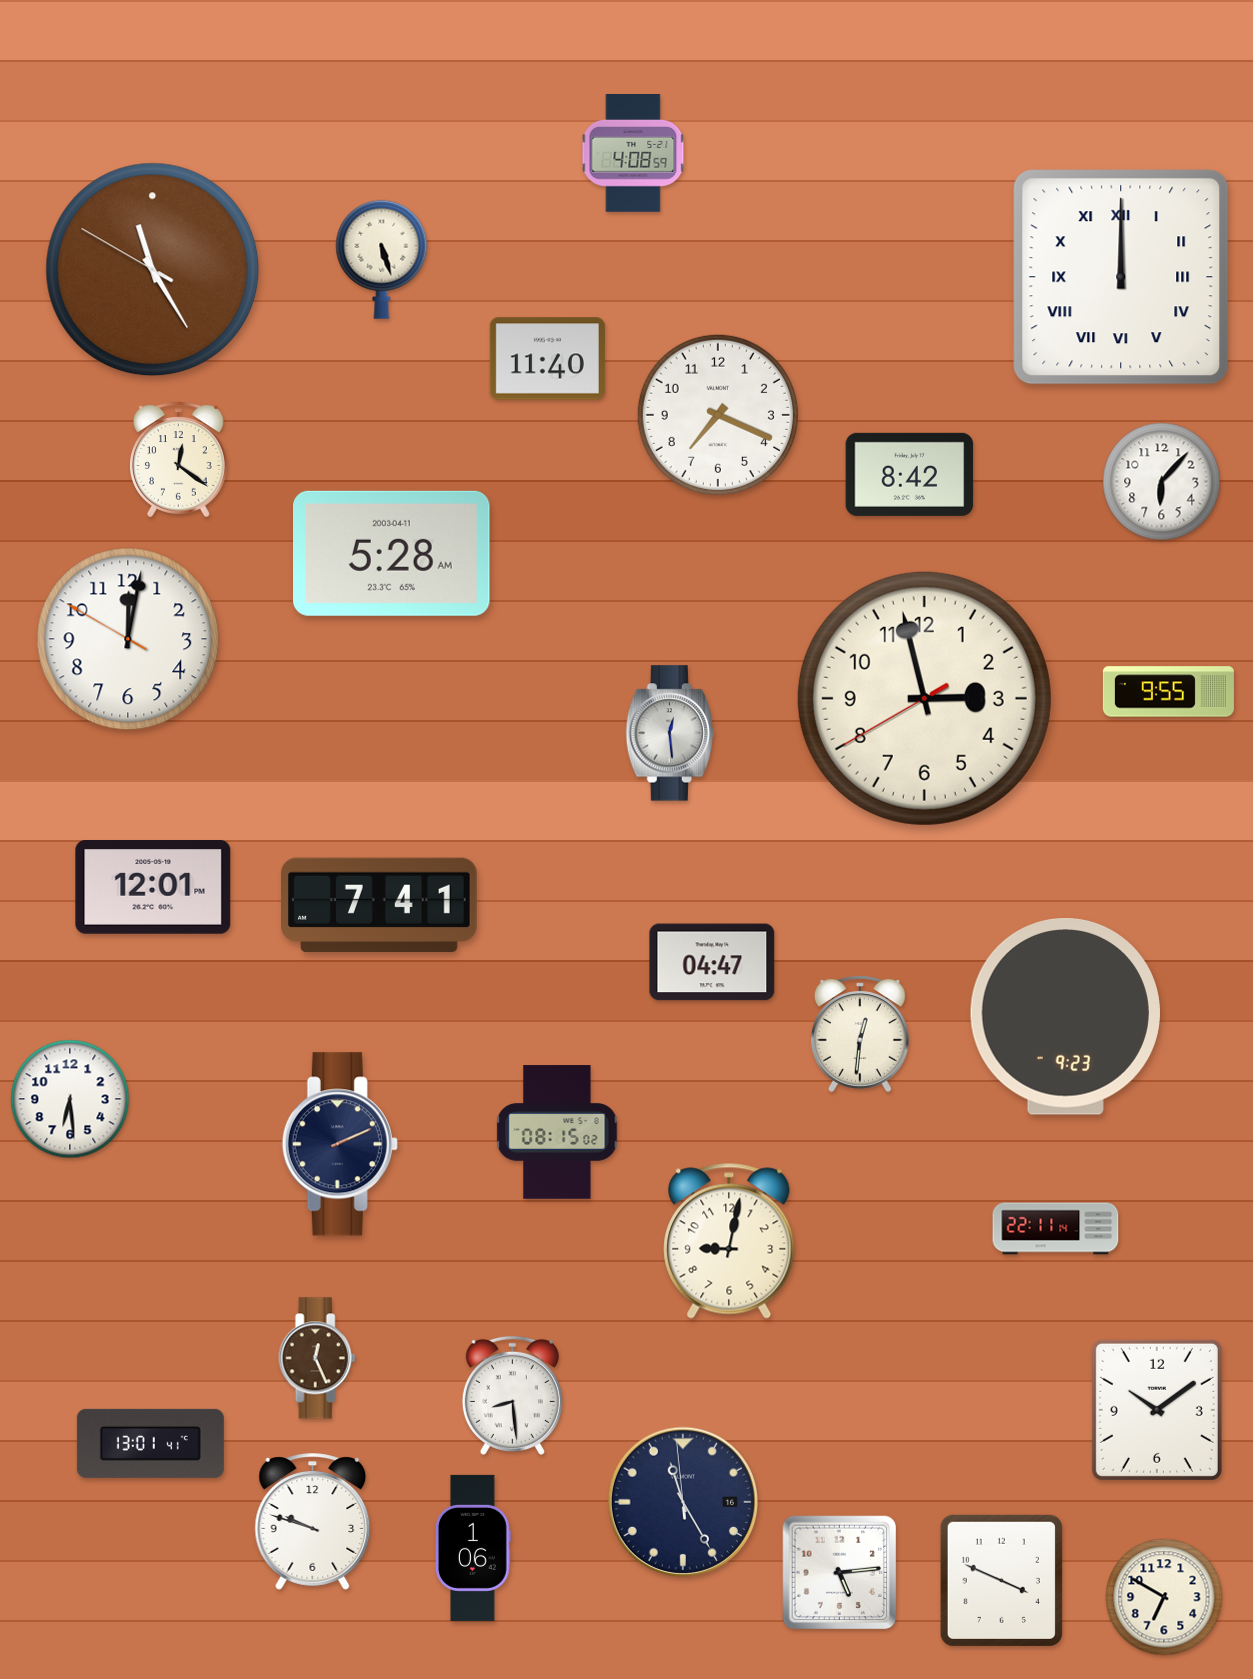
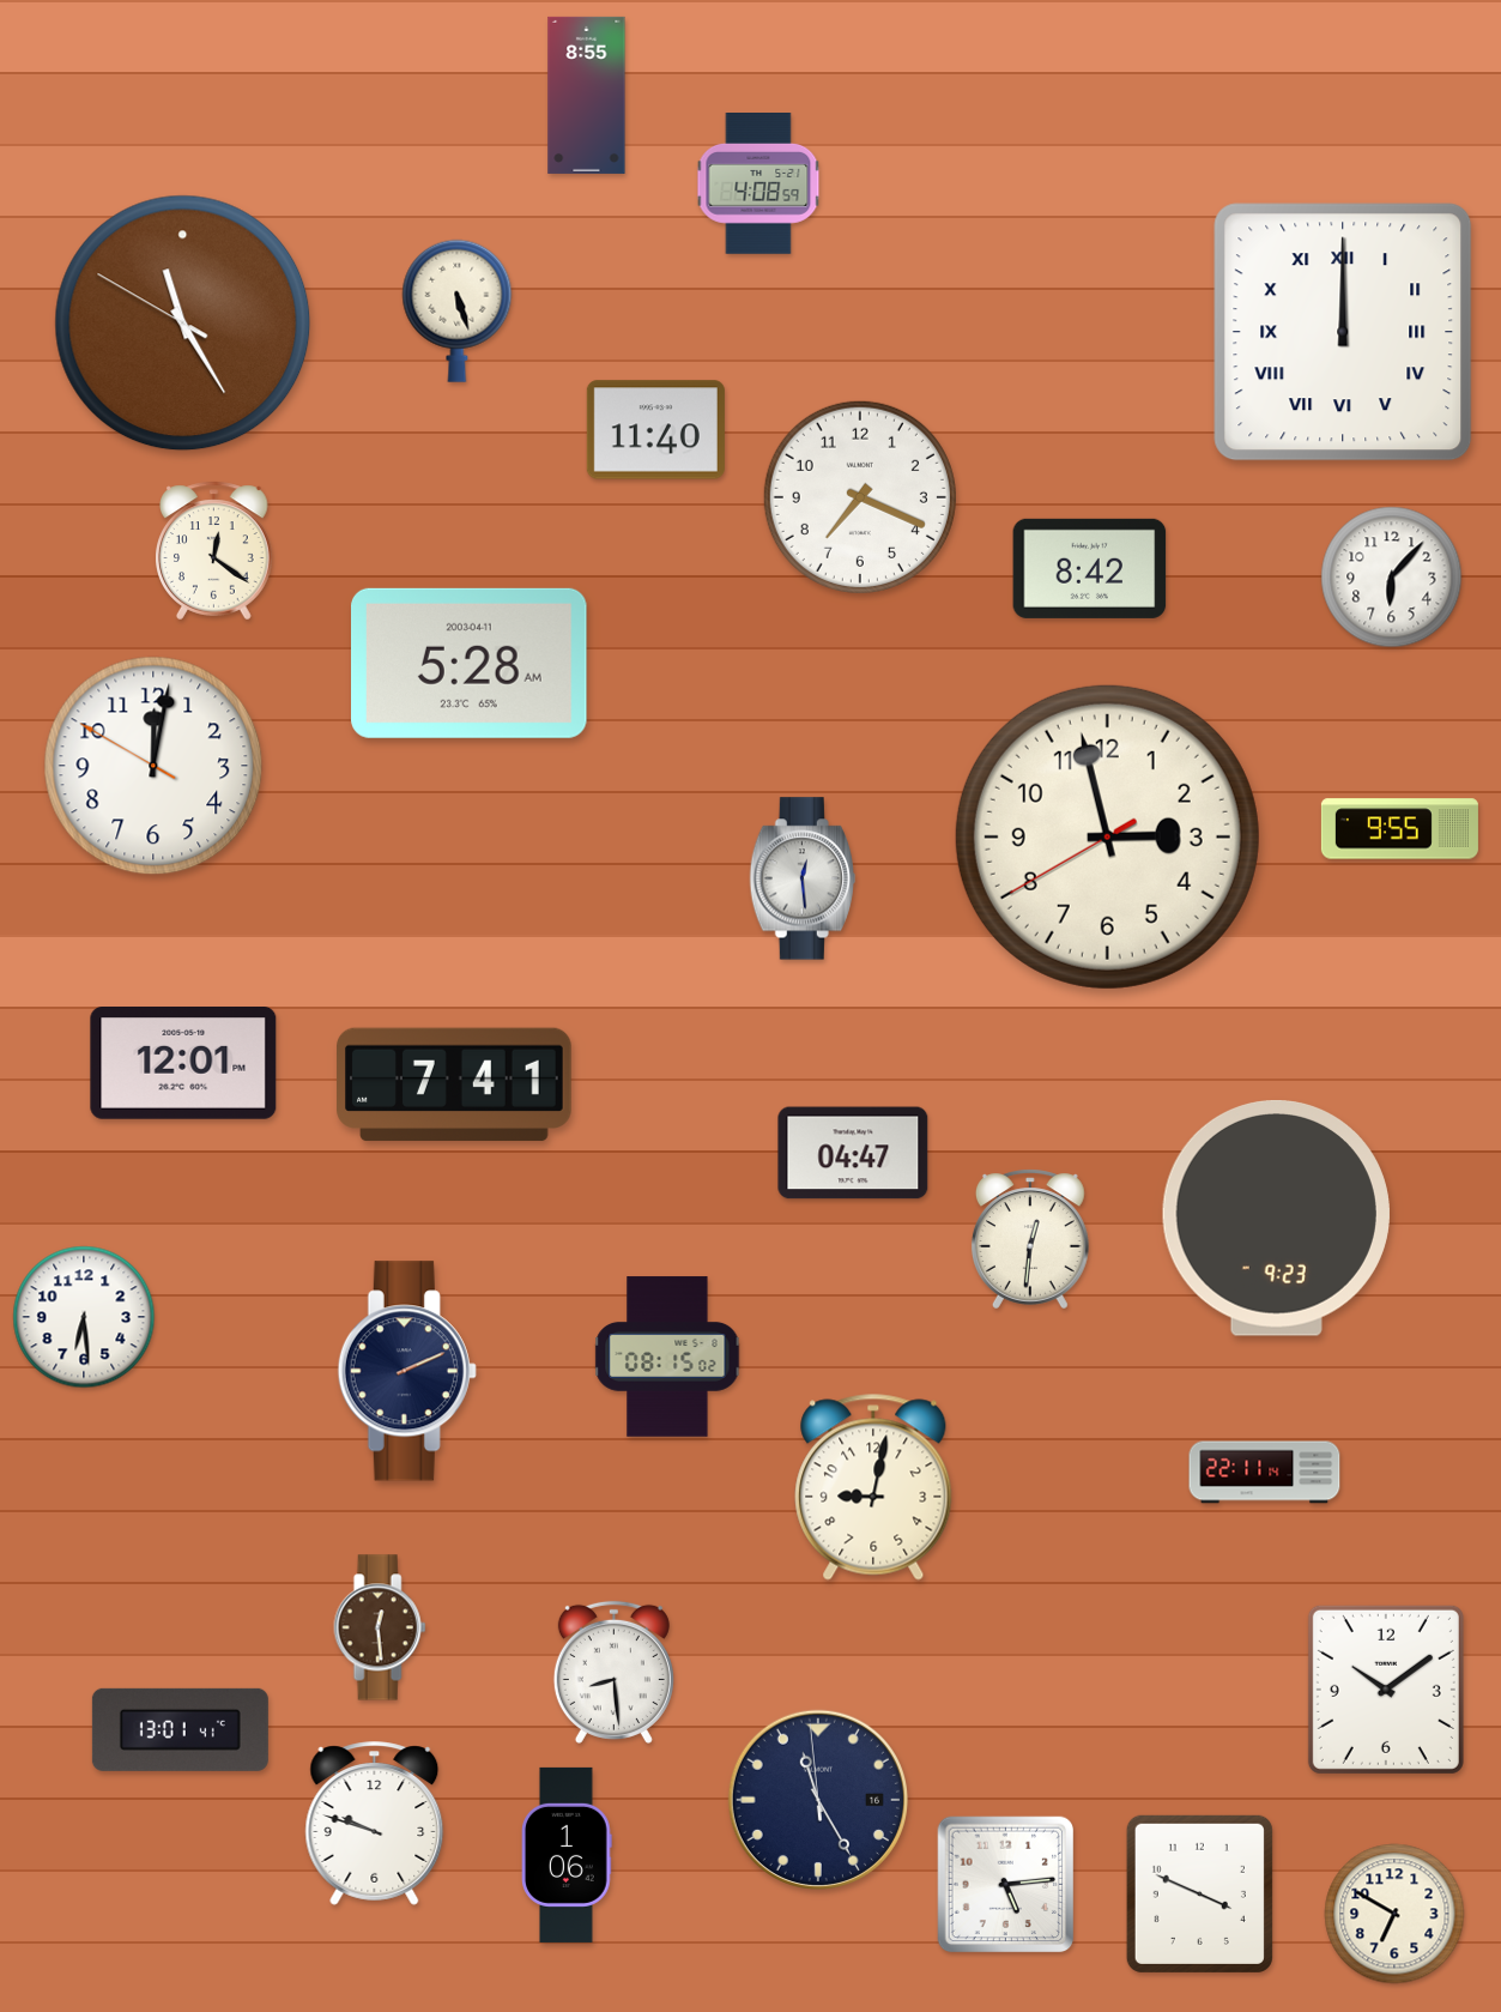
clock at (587, 95): none -> 8:55
clock at (317, 1358): 12:26 -> 12:29
